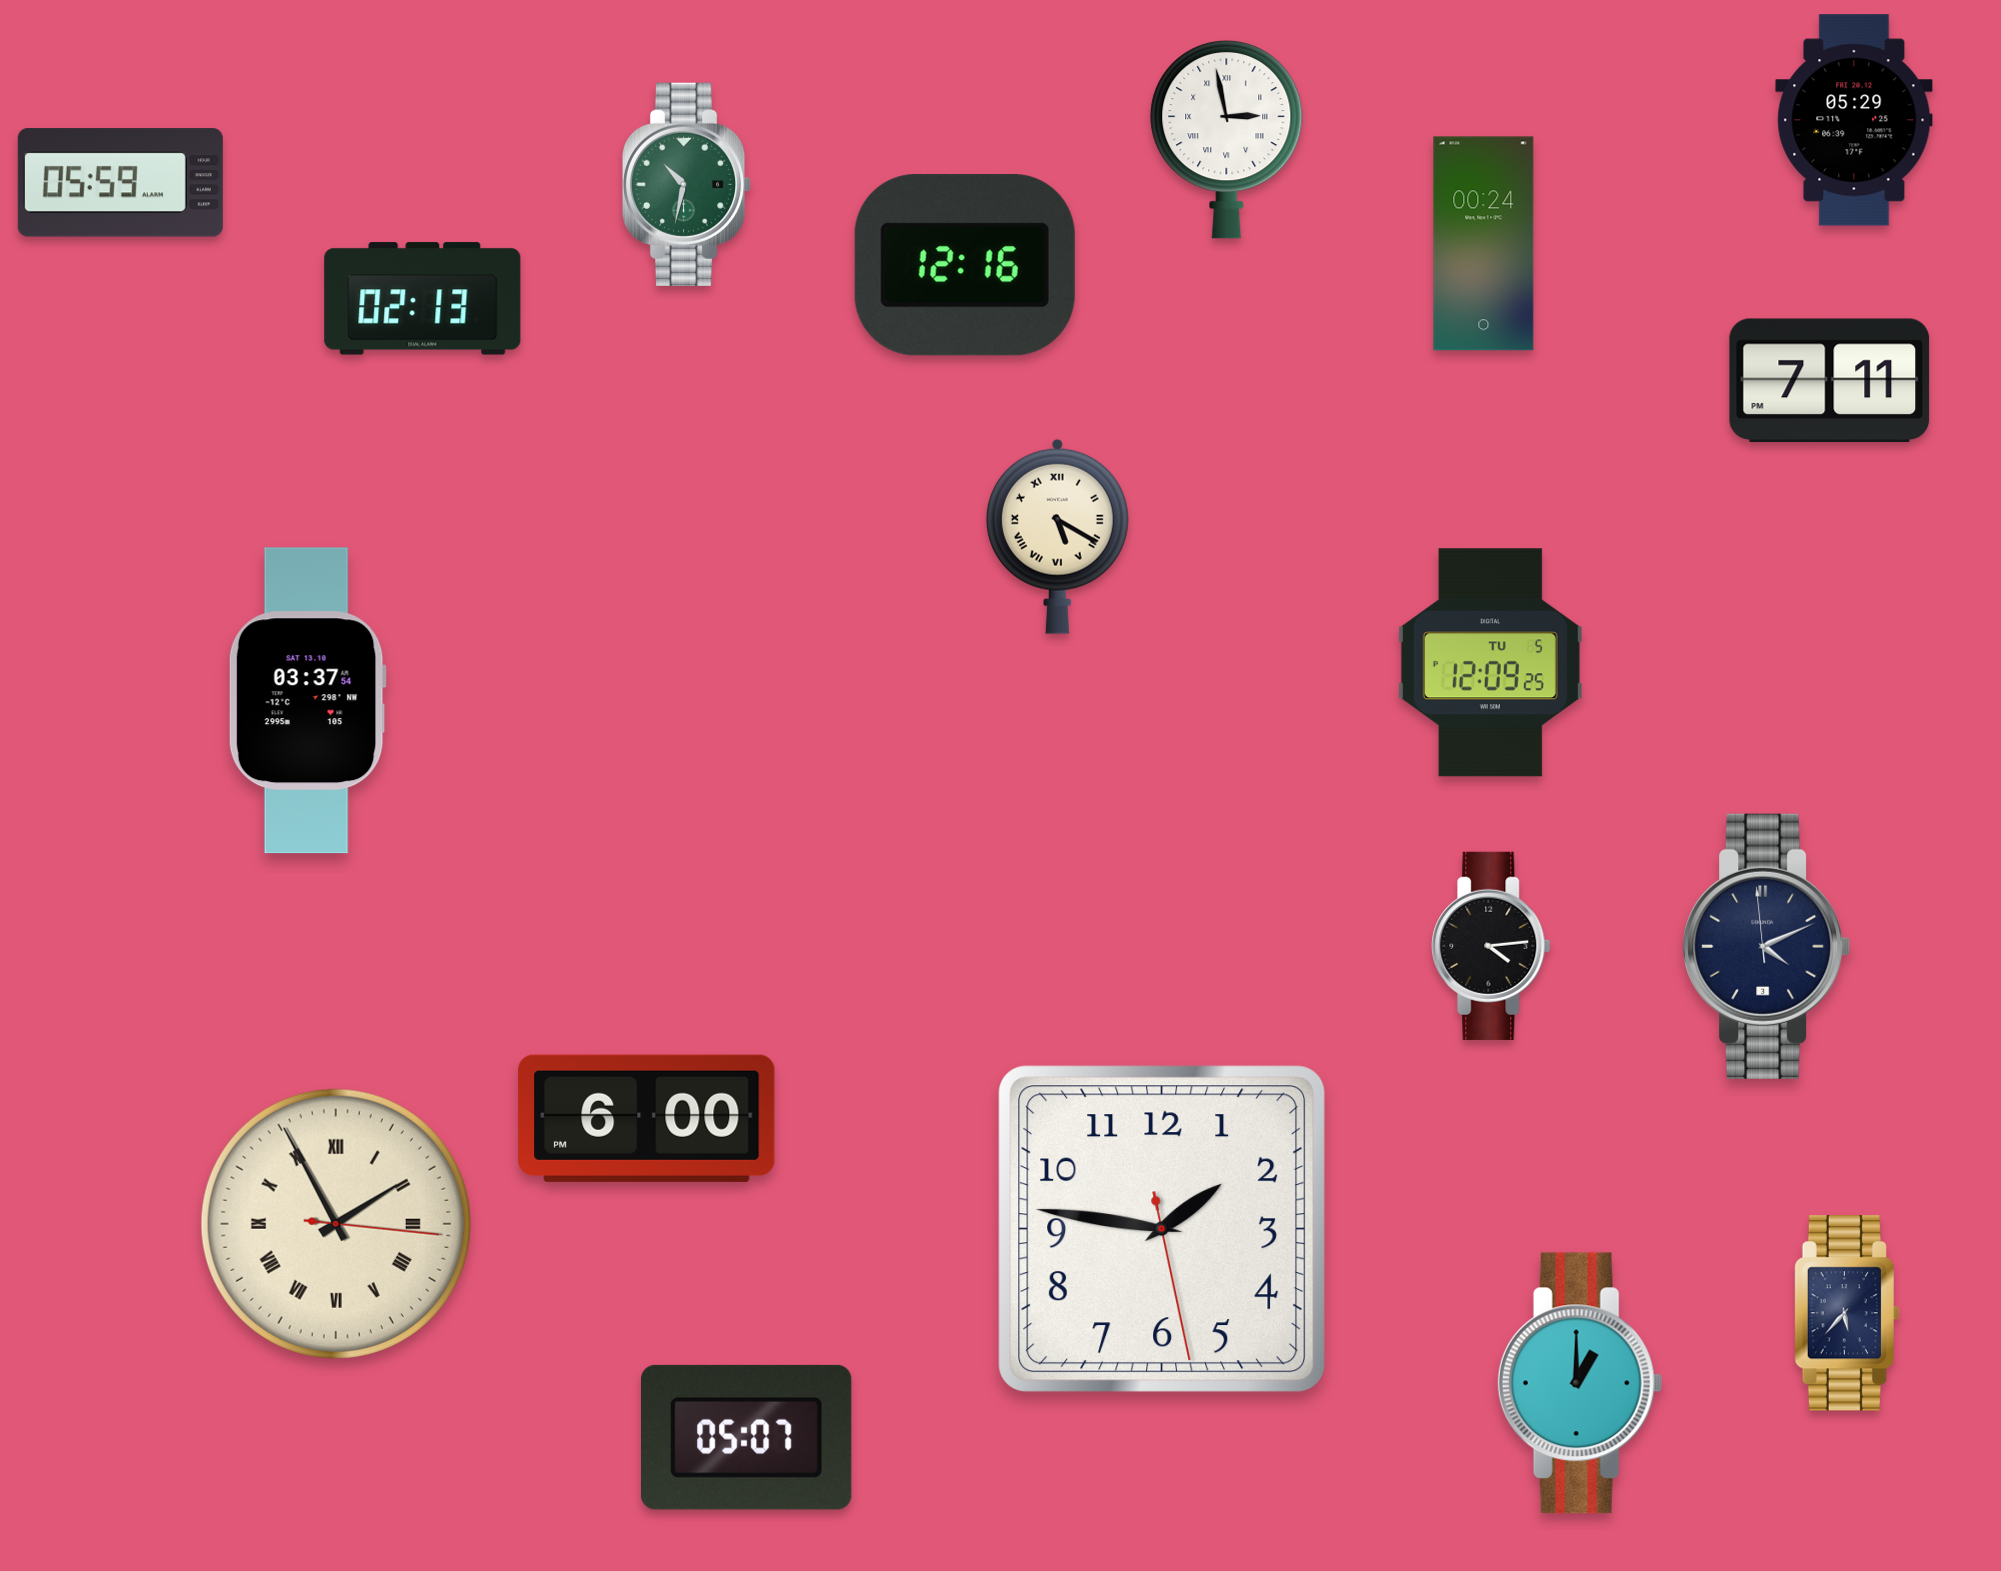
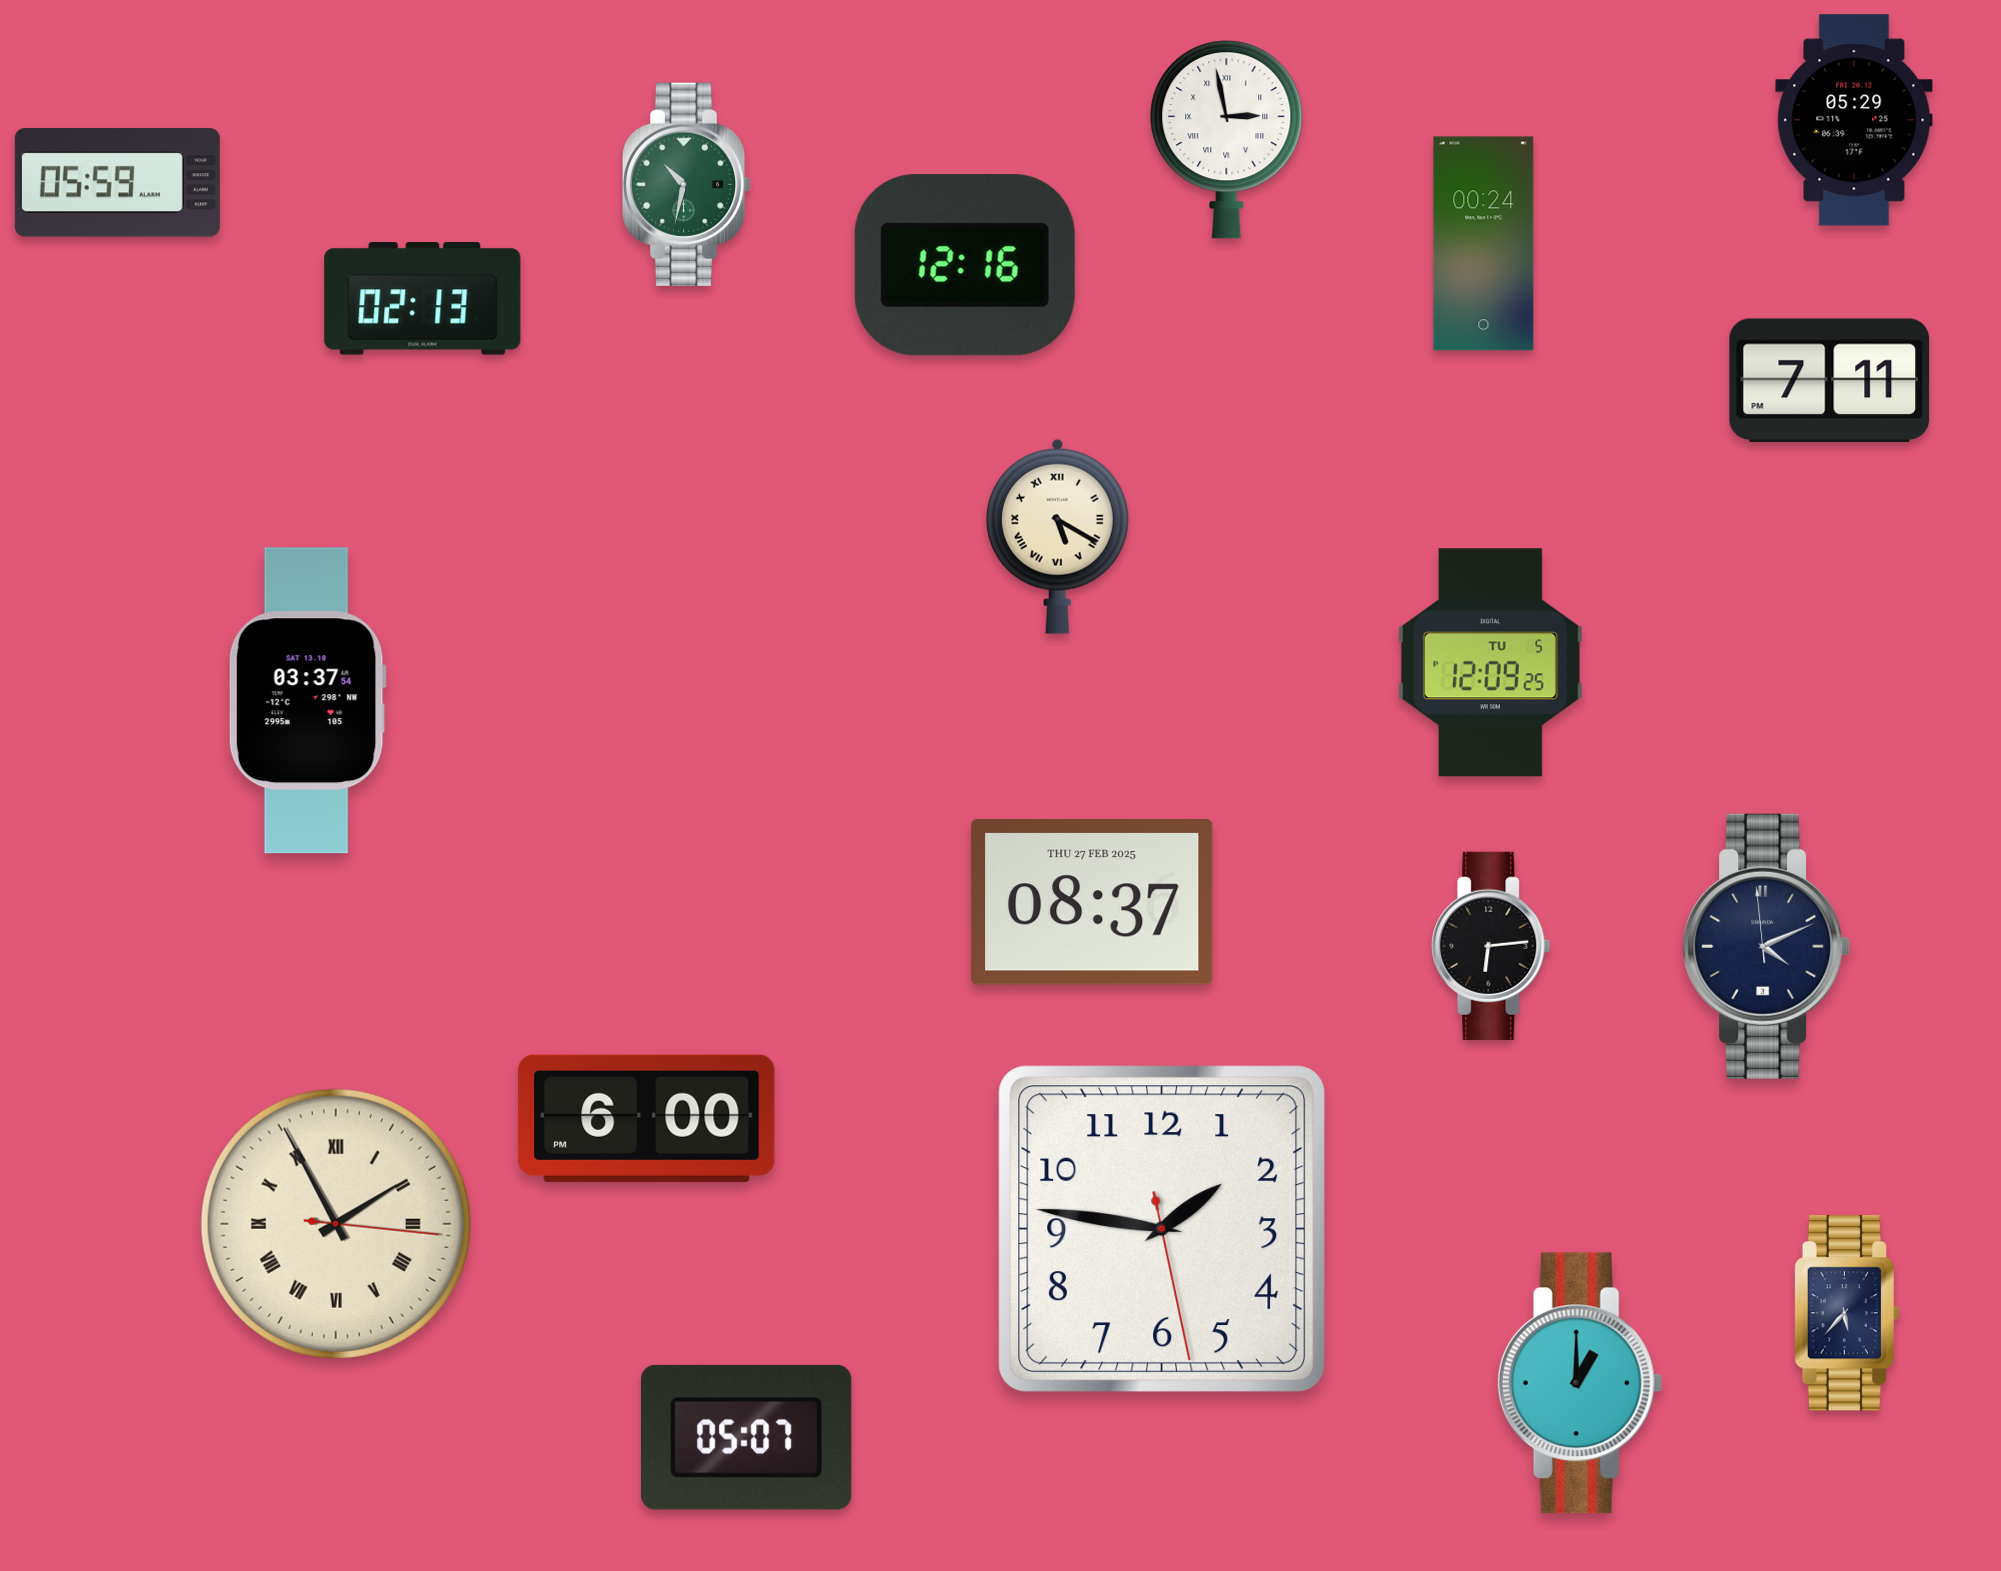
clock at (120, 183) position: (120, 183) -> (117, 183)
clock at (1092, 902): none -> 08:37
clock at (1491, 946): 4:14 -> 6:14
